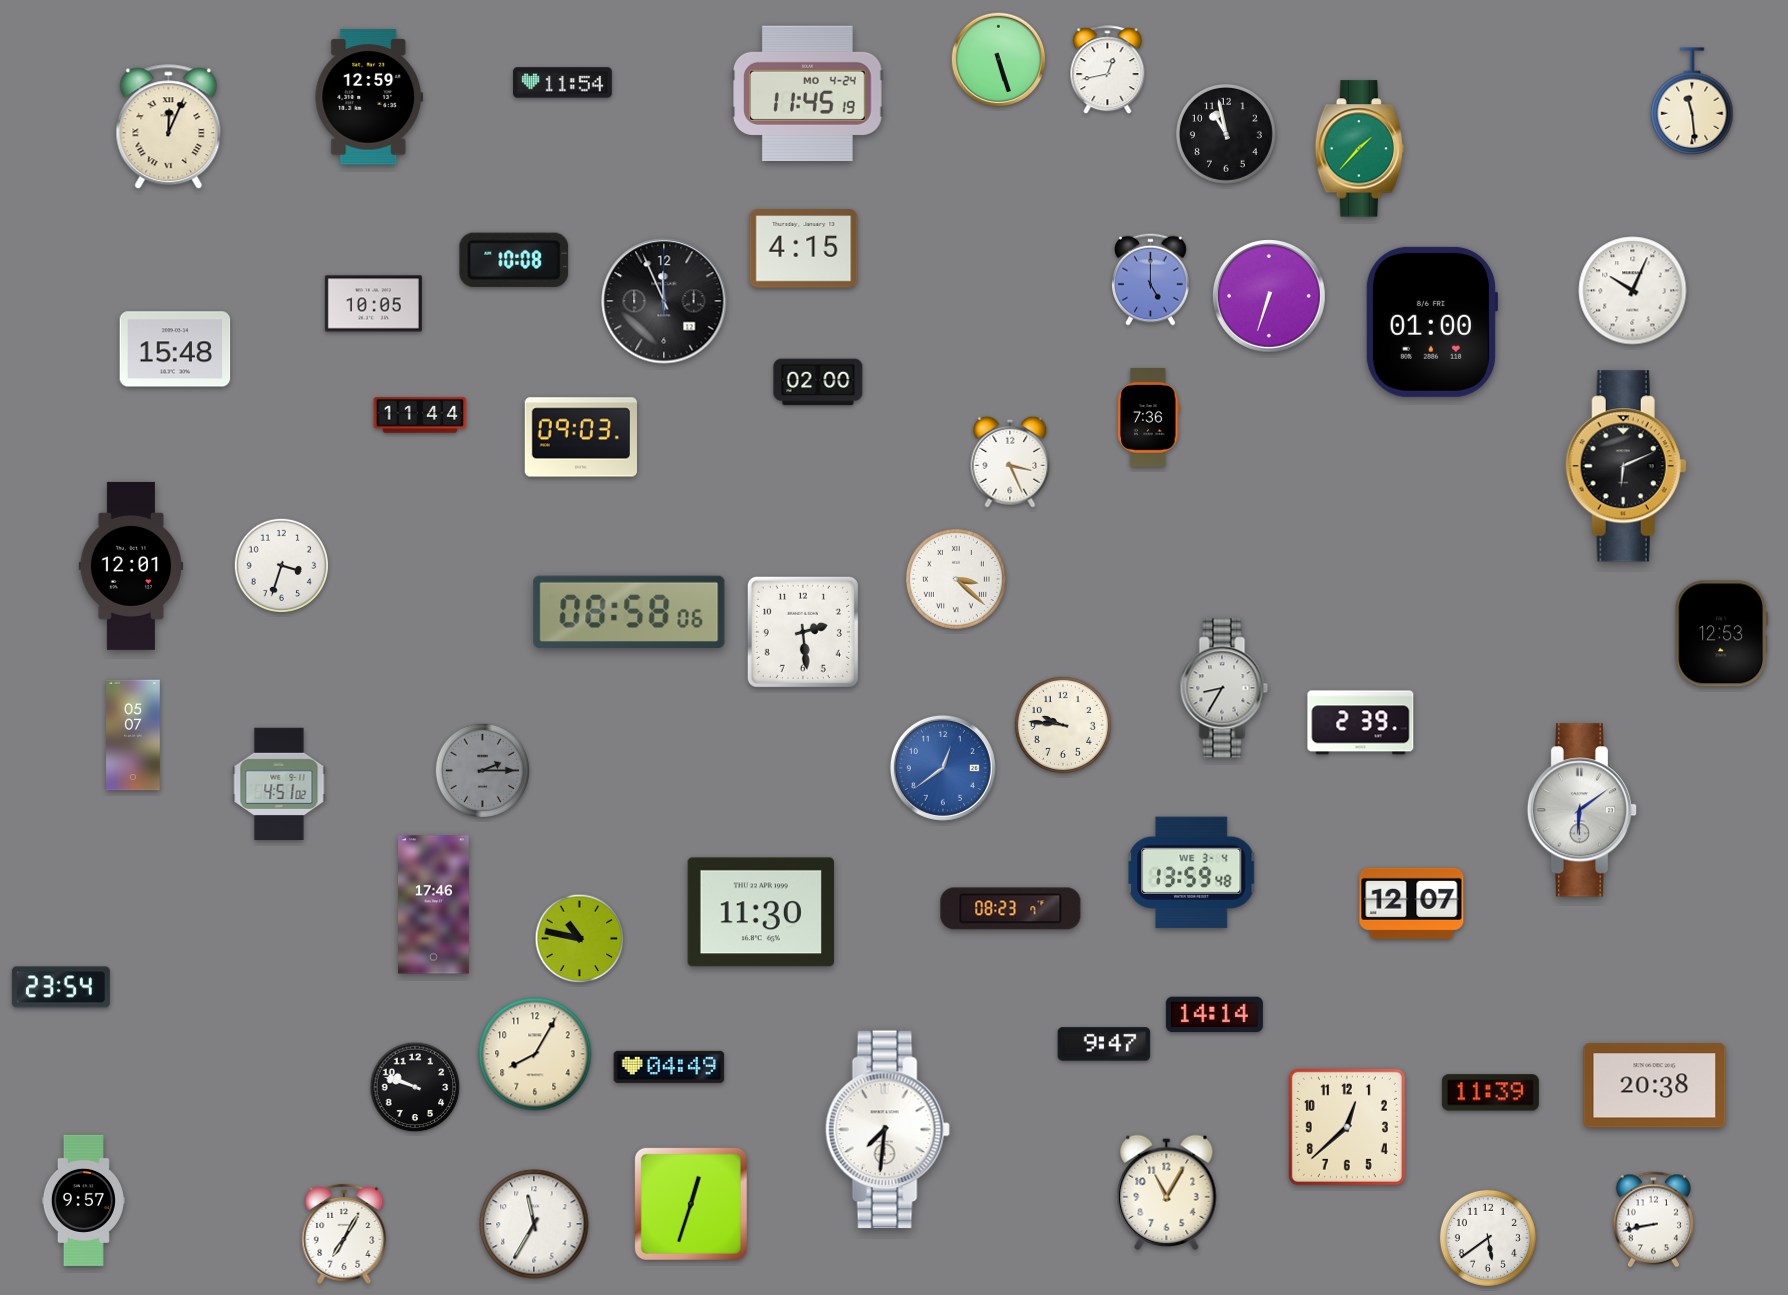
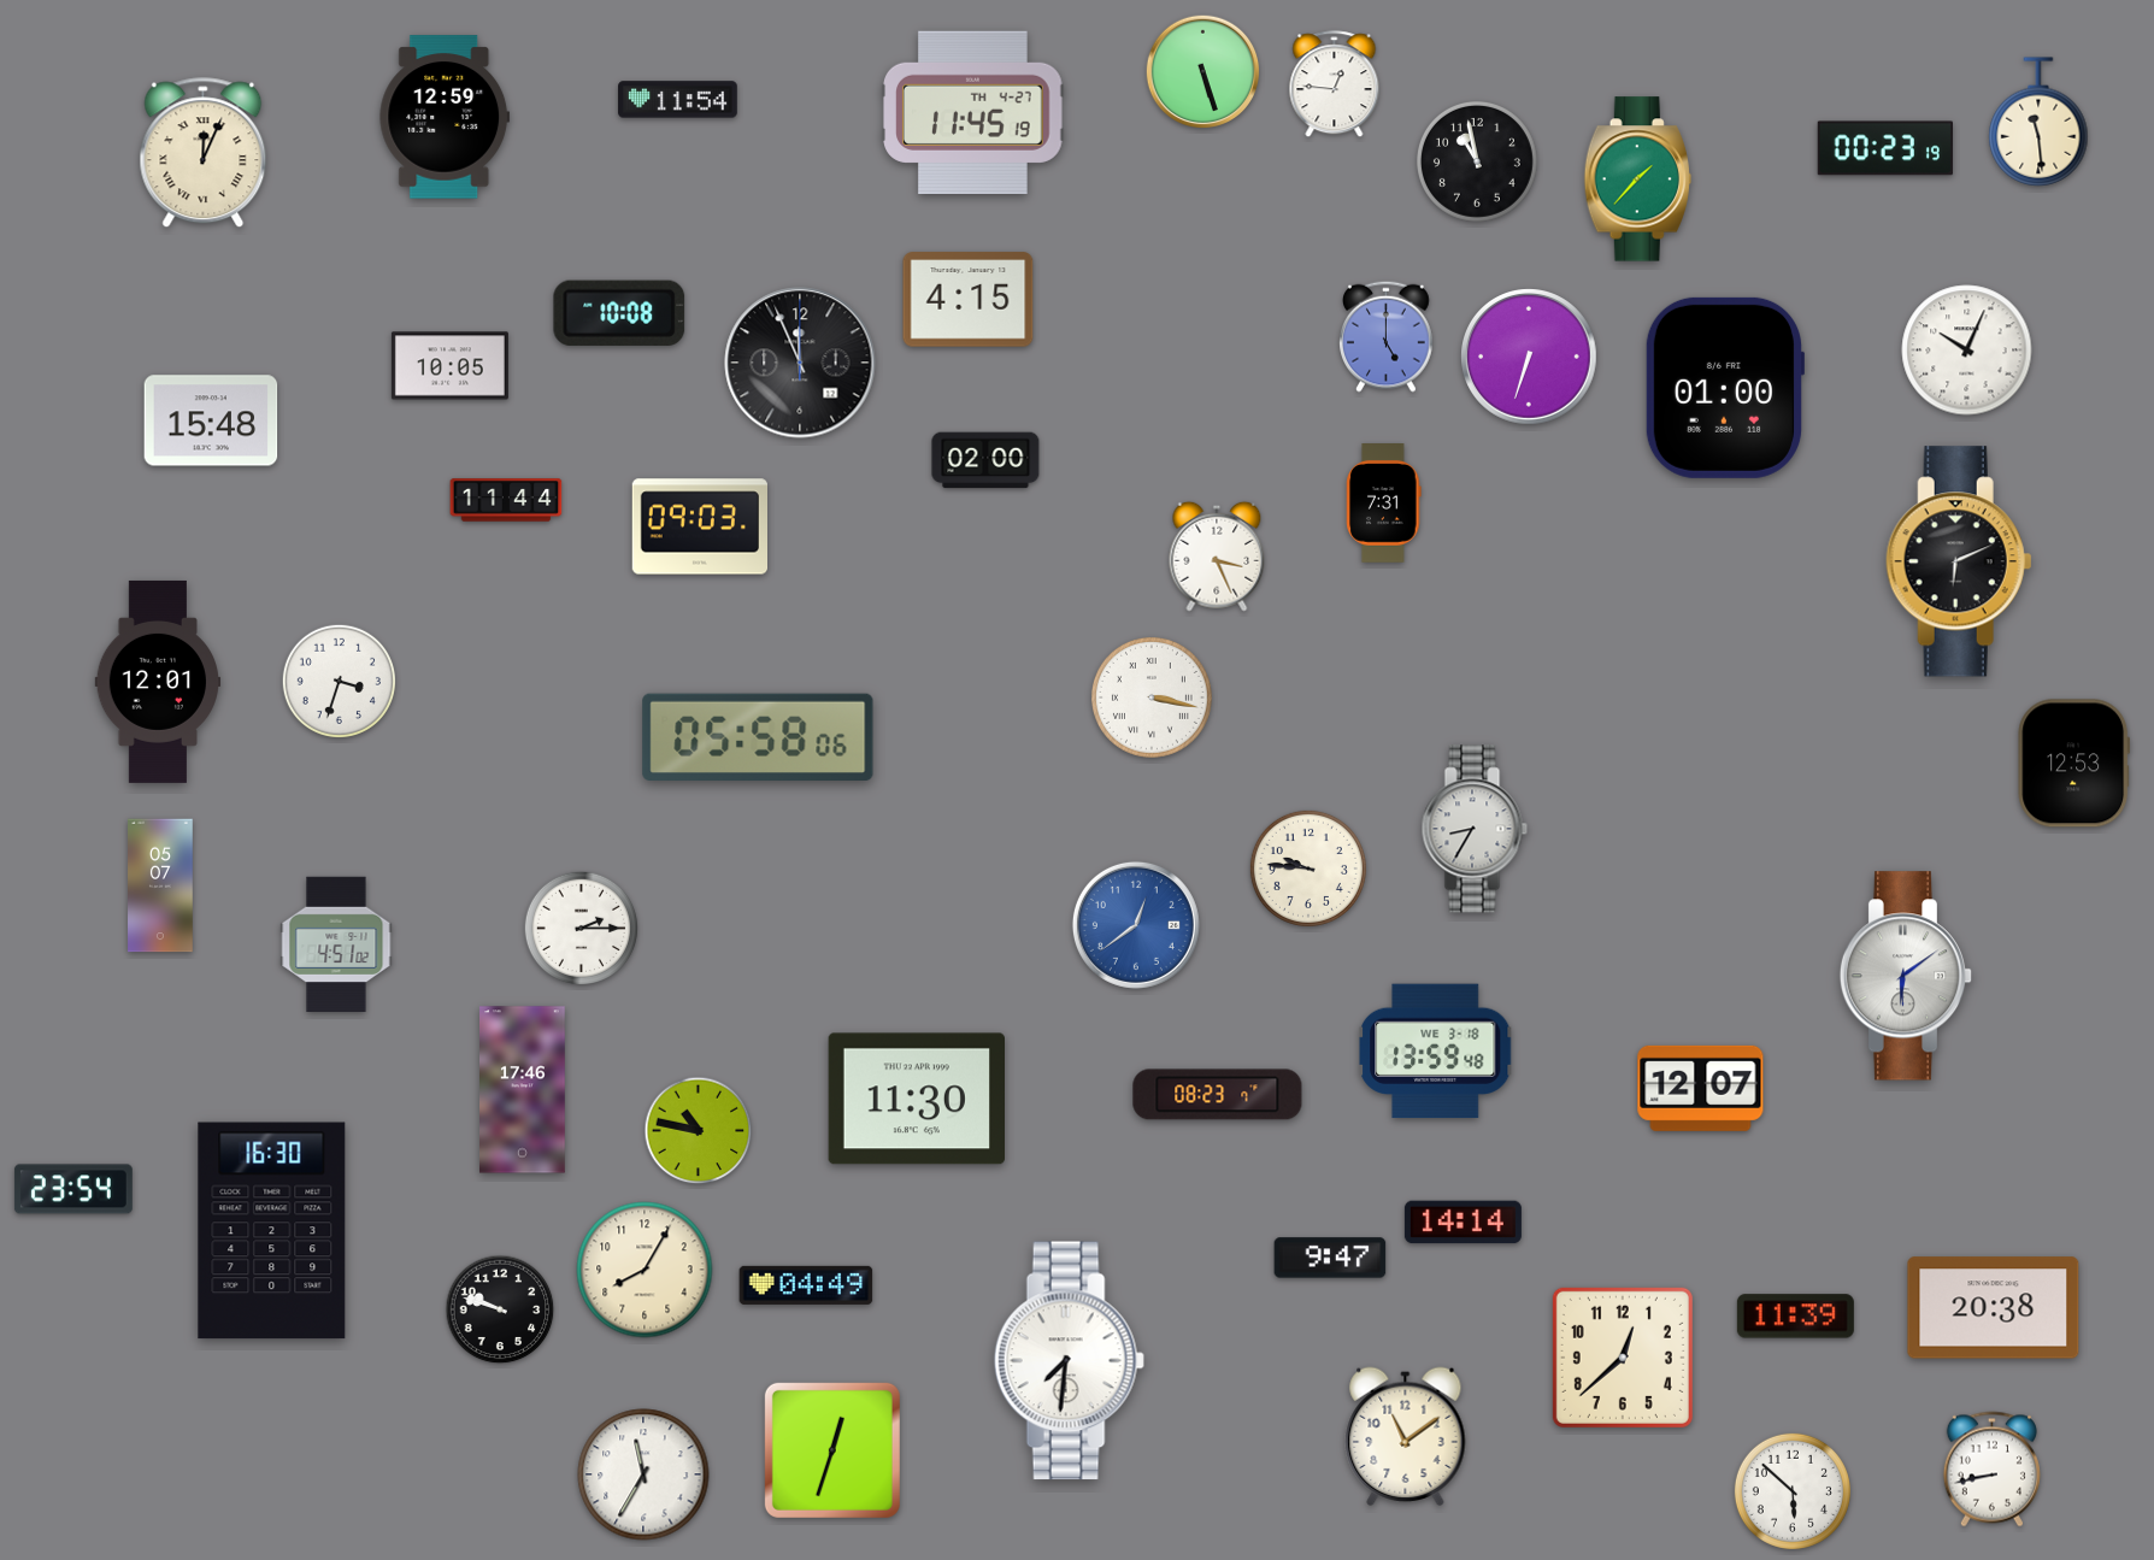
clock at (1108, 70): 12:43 -> 12:46
clock at (808, 93) date: MO 4-24 -> TH 4-27
clock at (1885, 148): none -> 00:23
clock at (1149, 418): 7:36 -> 7:31
clock at (956, 579): 3:22 -> 3:17
clock at (629, 611): 08:58 -> 05:58
clock at (803, 632): 2:29 -> none
clock at (1361, 723): 2:39 -> none
clock at (1063, 725) position: (1063, 725) -> (1308, 869)
clock at (482, 770) dial: grey -> white
clock at (1192, 873) date: WE 3-4 -> WE 3-18
clock at (272, 1231): none -> 16:30
clock at (1167, 1192): 11:05 -> 11:09
clock at (83, 1200): 9:57 -> none
clock at (344, 1234): 7:05 -> none
clock at (1488, 1238): 5:39 -> 5:52
